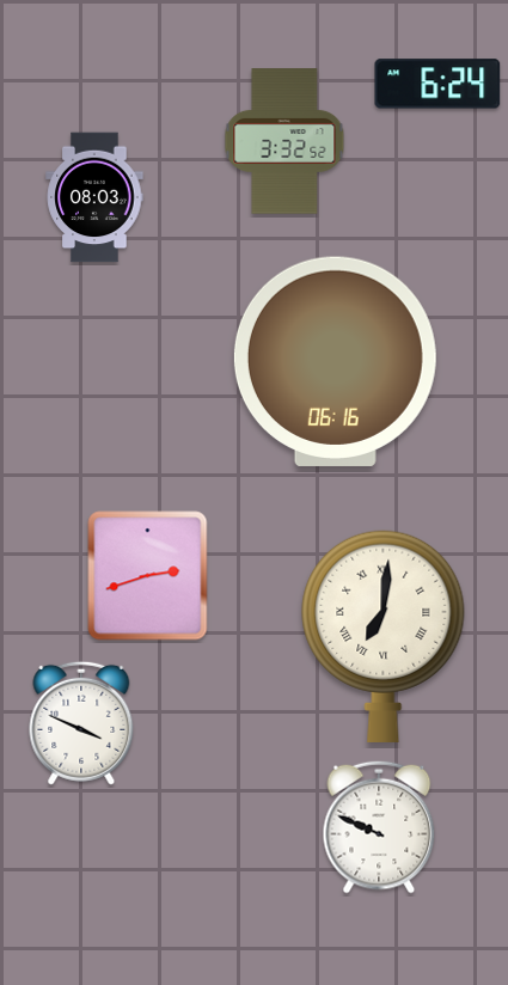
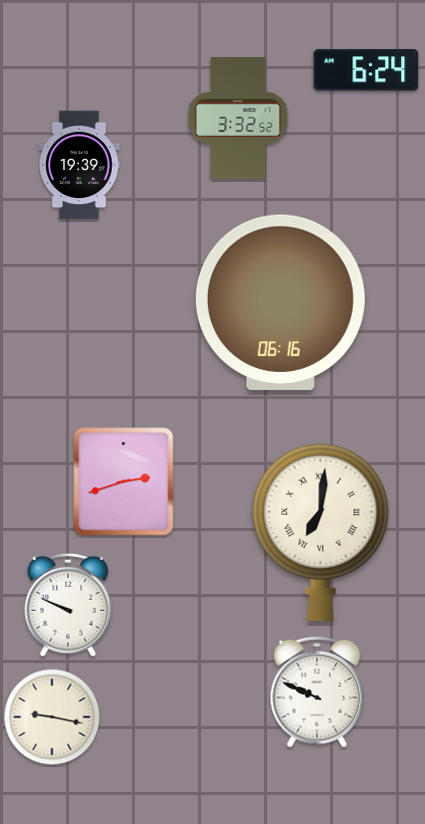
clock at (94, 197): 08:03 -> 19:39
clock at (81, 723): 3:49 -> 9:49
clock at (52, 717): none -> 9:17
